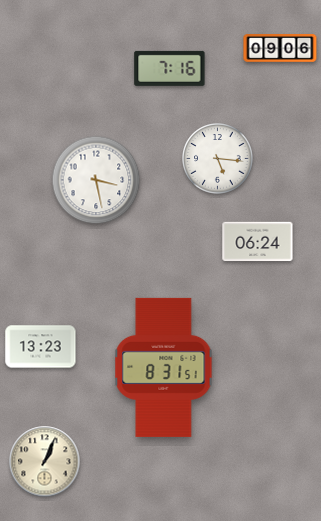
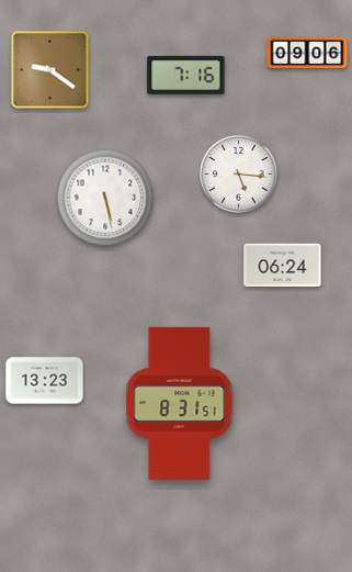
clock at (50, 70): none -> 9:21
clock at (96, 180): 3:28 -> 5:28
clock at (45, 462): 1:04 -> none
